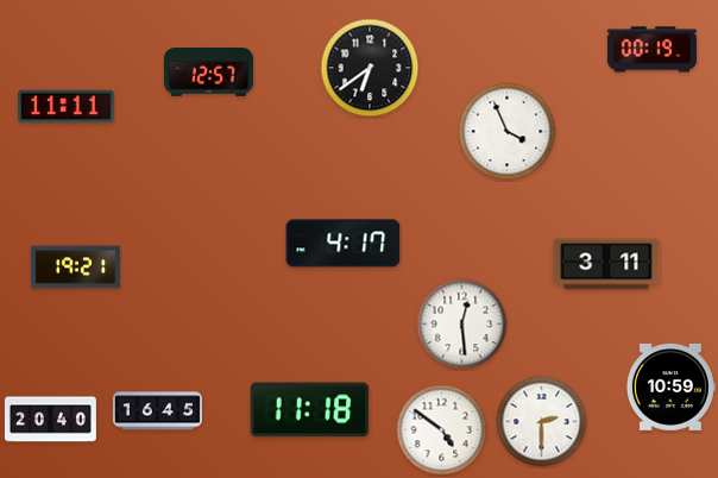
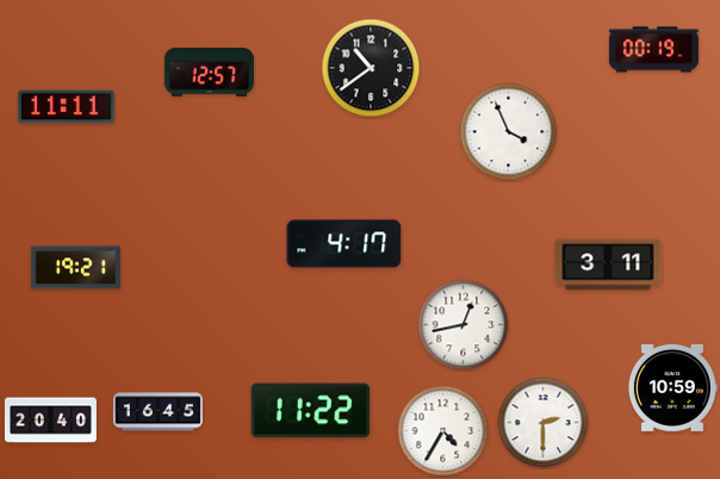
clock at (370, 68): 6:39 -> 10:39
clock at (462, 325): 12:29 -> 12:43
clock at (310, 410): 11:18 -> 11:22
clock at (442, 430): 4:51 -> 4:35
